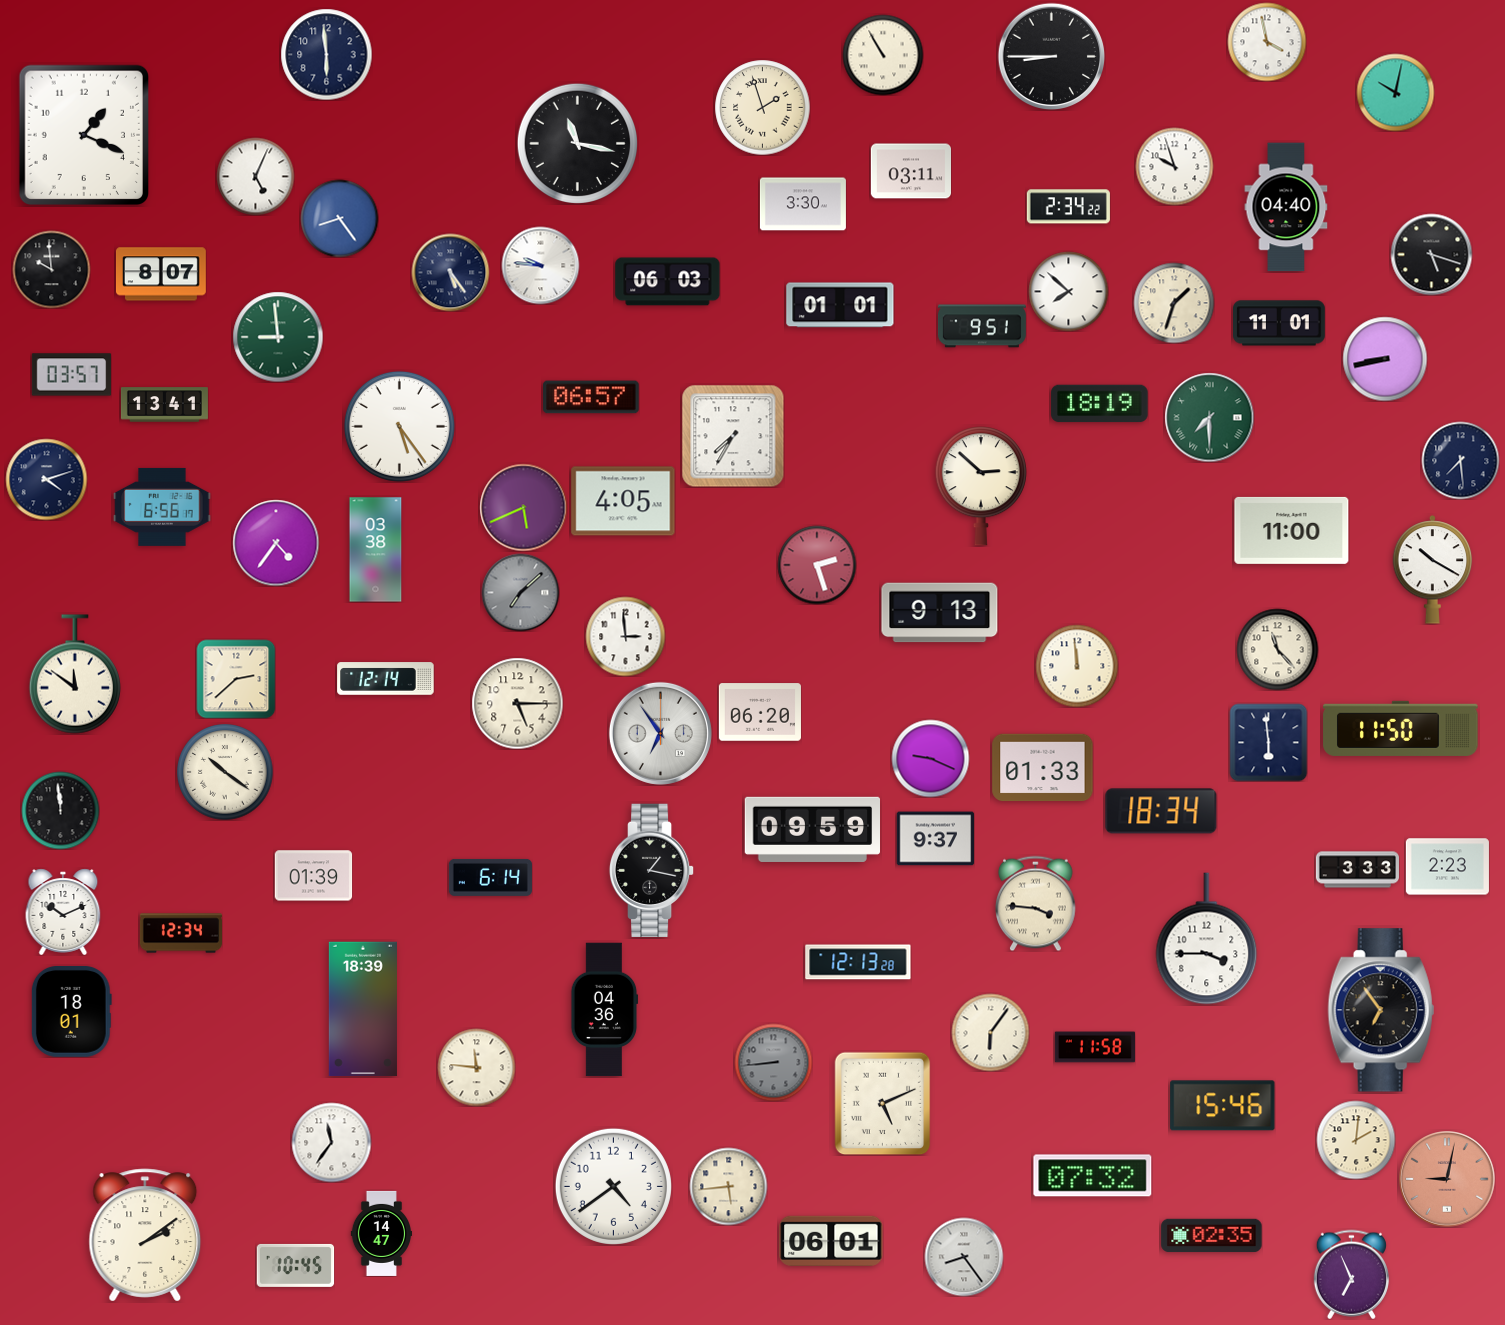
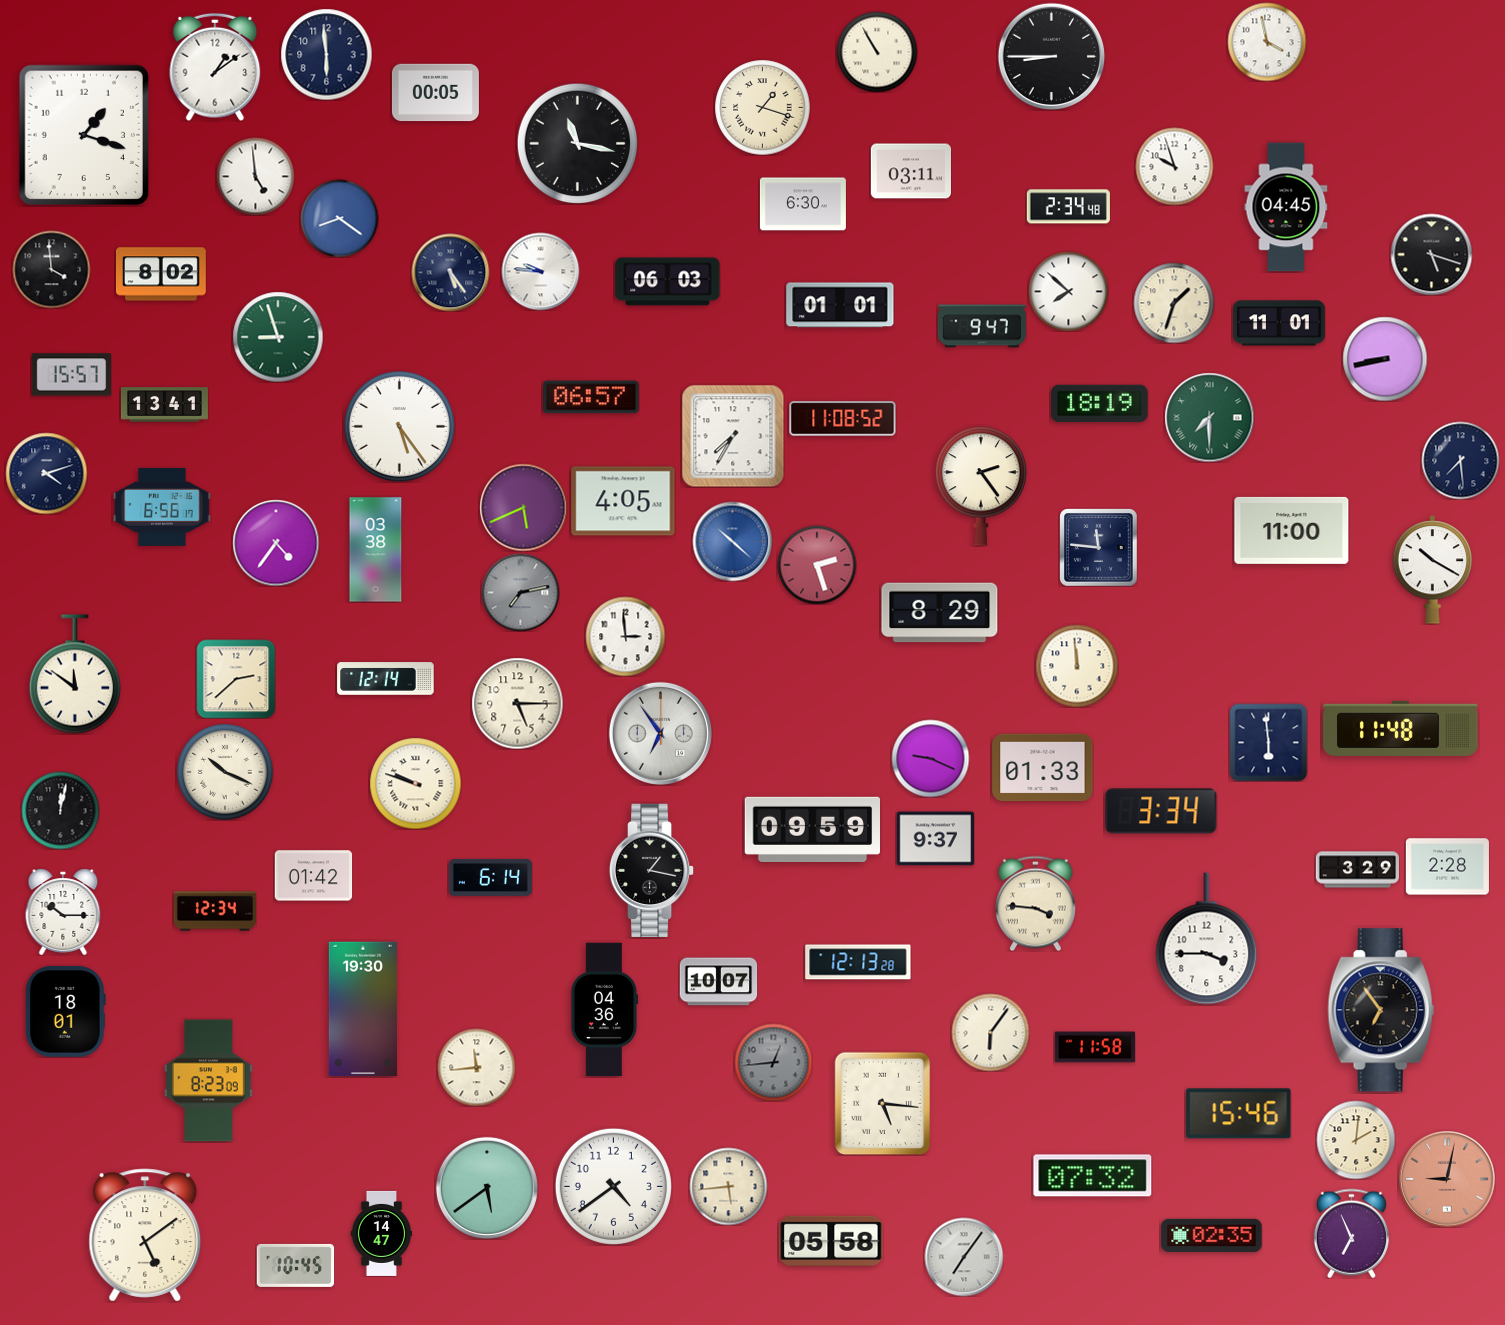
clock at (883, 55) position: (883, 55) -> (877, 52)
clock at (215, 67): none -> 1:09
clock at (1395, 92): 10:02 -> none
clock at (435, 93): none -> 00:05
clock at (762, 107): 1:57 -> 1:18
clock at (83, 134): 1:19 -> 1:18
clock at (255, 176): 5:04 -> 4:59
clock at (803, 204): 3:30 -> 6:30
clock at (1068, 207): 2:34:22 -> 2:34:48
clock at (1286, 207): 04:40 -> 04:45
clock at (339, 218): 8:24 -> 8:21
clock at (540, 265) position: (540, 265) -> (540, 271)
clock at (51, 269): 9:59 -> 3:59
clock at (161, 274): 8:07 -> 8:02
clock at (982, 326): 9:51 -> 9:47
clock at (278, 337): 8:59 -> 8:57
clock at (71, 375): 03:57 -> 15:57
clock at (843, 419): none -> 11:08
clock at (46, 479) position: (46, 479) -> (46, 473)
clock at (981, 486): 2:52 -> 2:24
clock at (732, 541): none -> 10:22
clock at (1099, 548): none -> 11:46
clock at (520, 592): 7:08 -> 7:13
clock at (940, 613): 9:13 -> 8:29
clock at (1277, 649): 11:23 -> none
clock at (760, 712): 06:20 -> none
clock at (1401, 728): 11:50 -> 11:48
clock at (225, 772): 10:21 -> 10:19
clock at (415, 783): none -> 9:48
clock at (60, 810): 11:59 -> 12:02
clock at (1161, 811): 18:34 -> 3:34
clock at (1447, 867): 2:23 -> 2:28
clock at (1357, 870): 3:33 -> 3:29
clock at (313, 876): 01:39 -> 01:42
clock at (63, 912): 10:11 -> 10:15
clock at (180, 933) position: (180, 933) -> (214, 911)
clock at (718, 982): none -> 10:07
clock at (363, 1009): 18:39 -> 19:30
clock at (71, 1011) position: (71, 1011) -> (65, 1011)
clock at (773, 1062): 8:44 -> 12:44
clock at (476, 1067): 11:46 -> 11:44
clock at (209, 1081): none -> 8:23
clock at (883, 1103): 5:11 -> 5:16
clock at (1223, 1106) position: (1223, 1106) -> (1239, 1114)
clock at (331, 1142): 11:36 -> none
clock at (487, 1188): none -> 5:39
clock at (145, 1235): 2:09 -> 5:09
clock at (831, 1241): 06:01 -> 05:58
clock at (964, 1257): 8:24 -> 7:06
clock at (1351, 1274) position: (1351, 1274) -> (1351, 1233)
